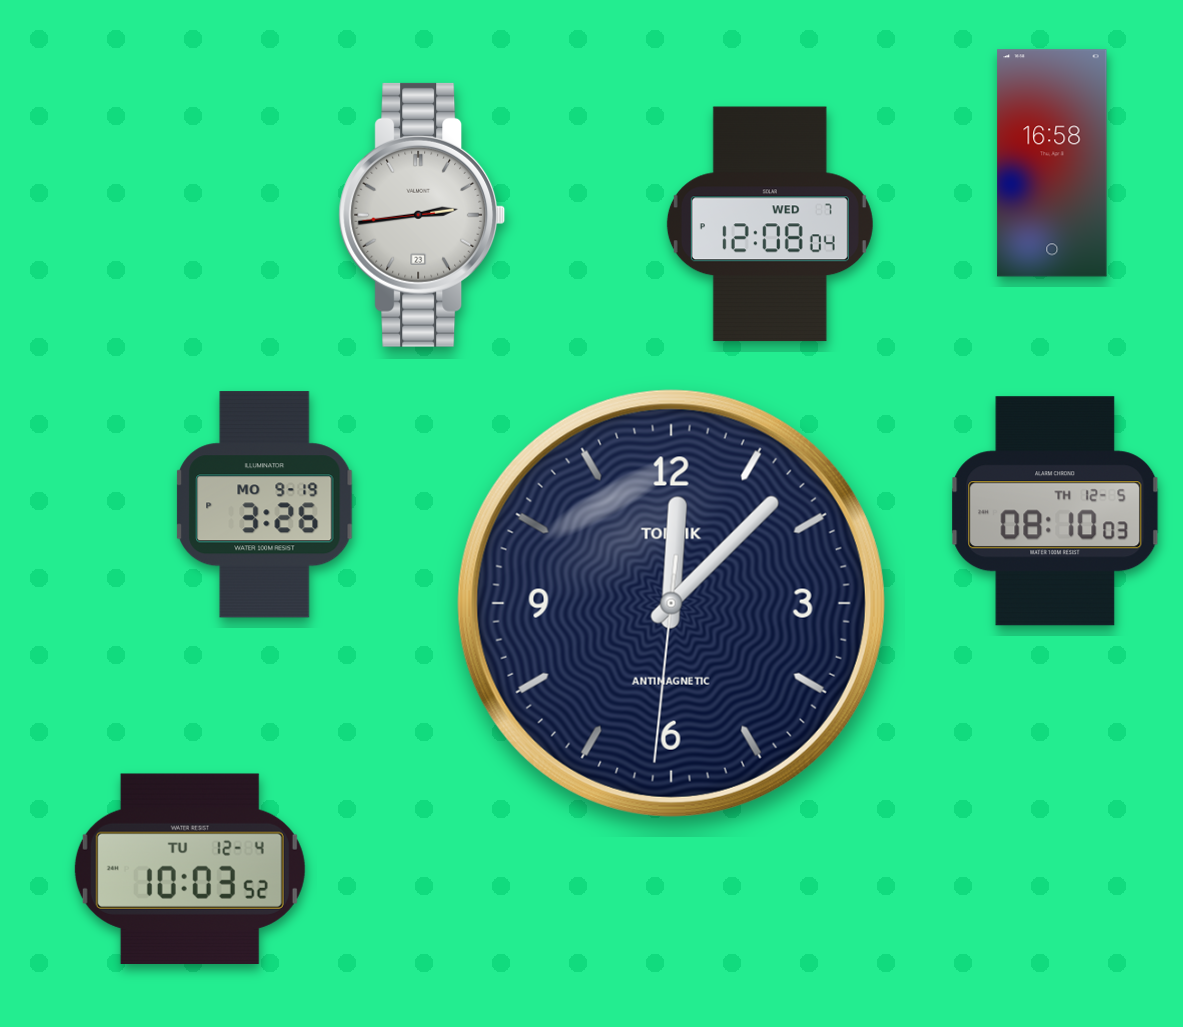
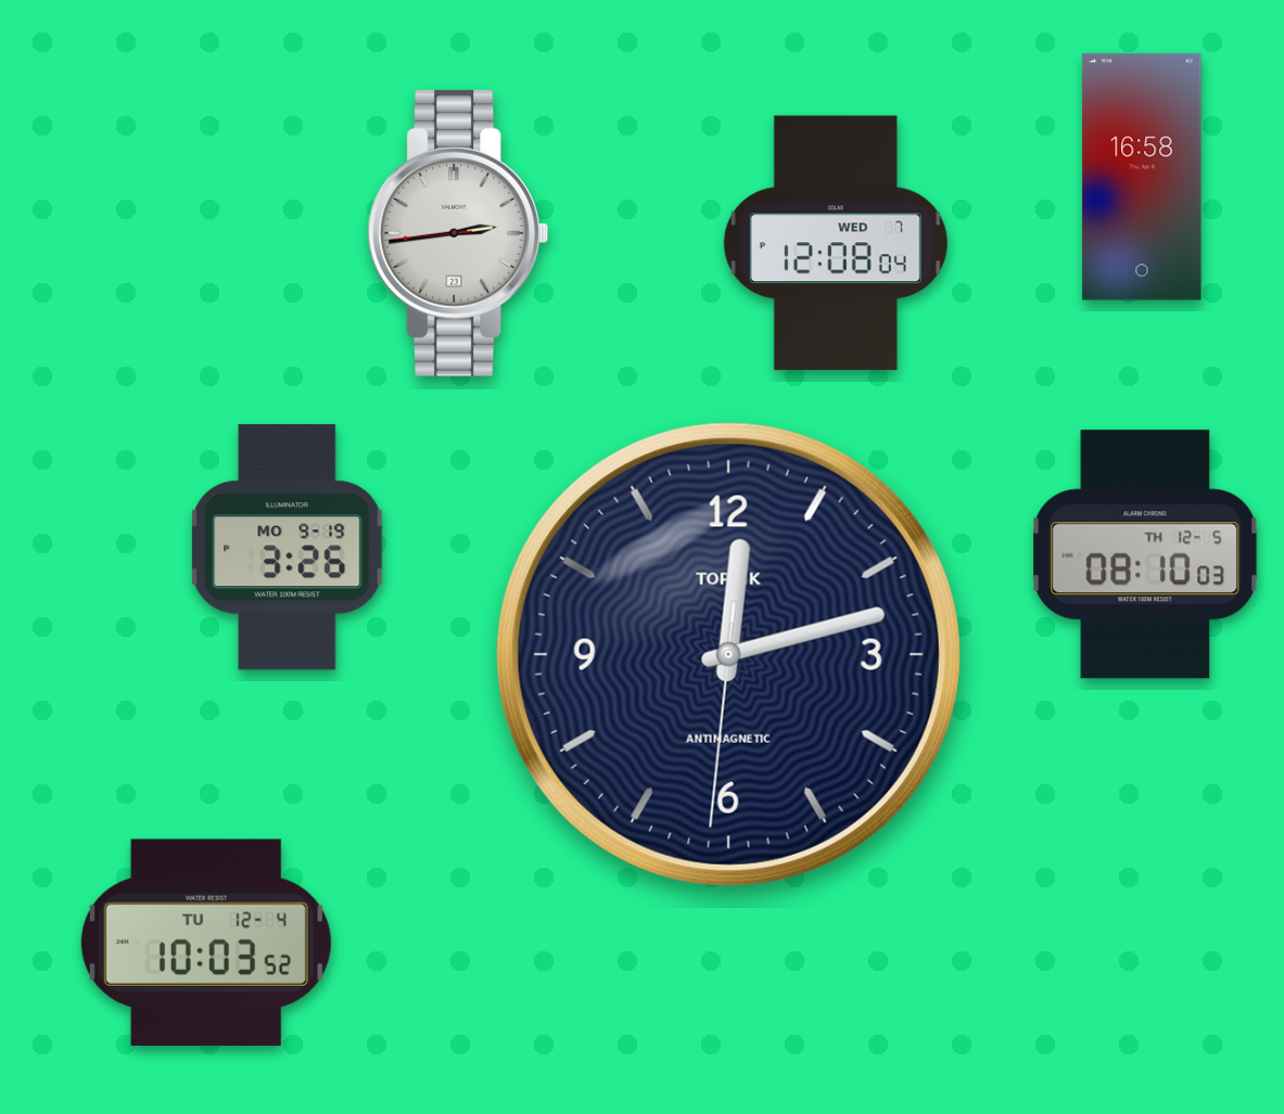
clock at (671, 603): 12:07 -> 12:12
